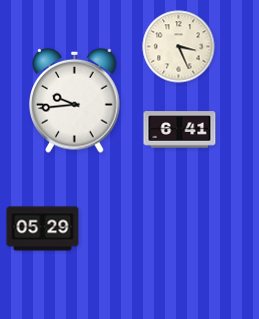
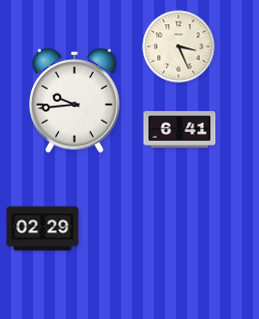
clock at (43, 229): 05:29 -> 02:29
